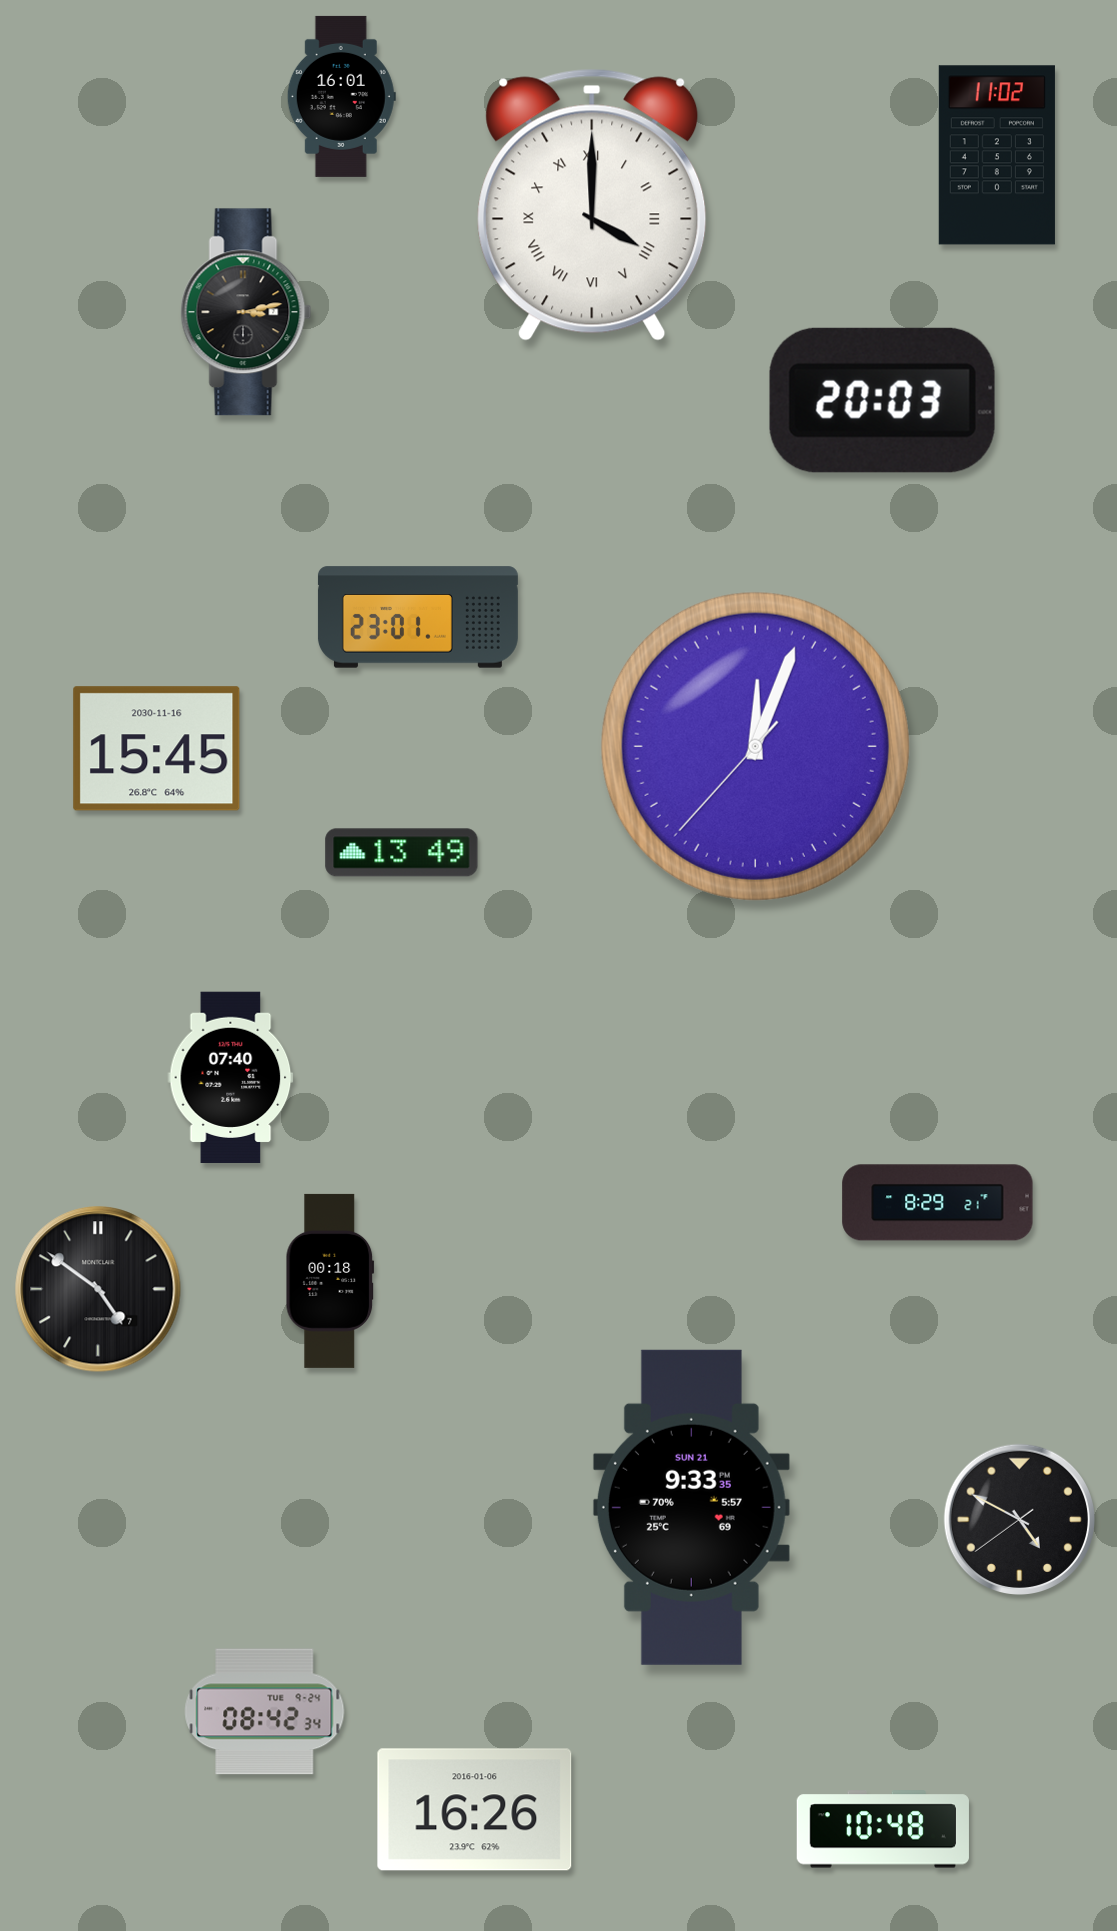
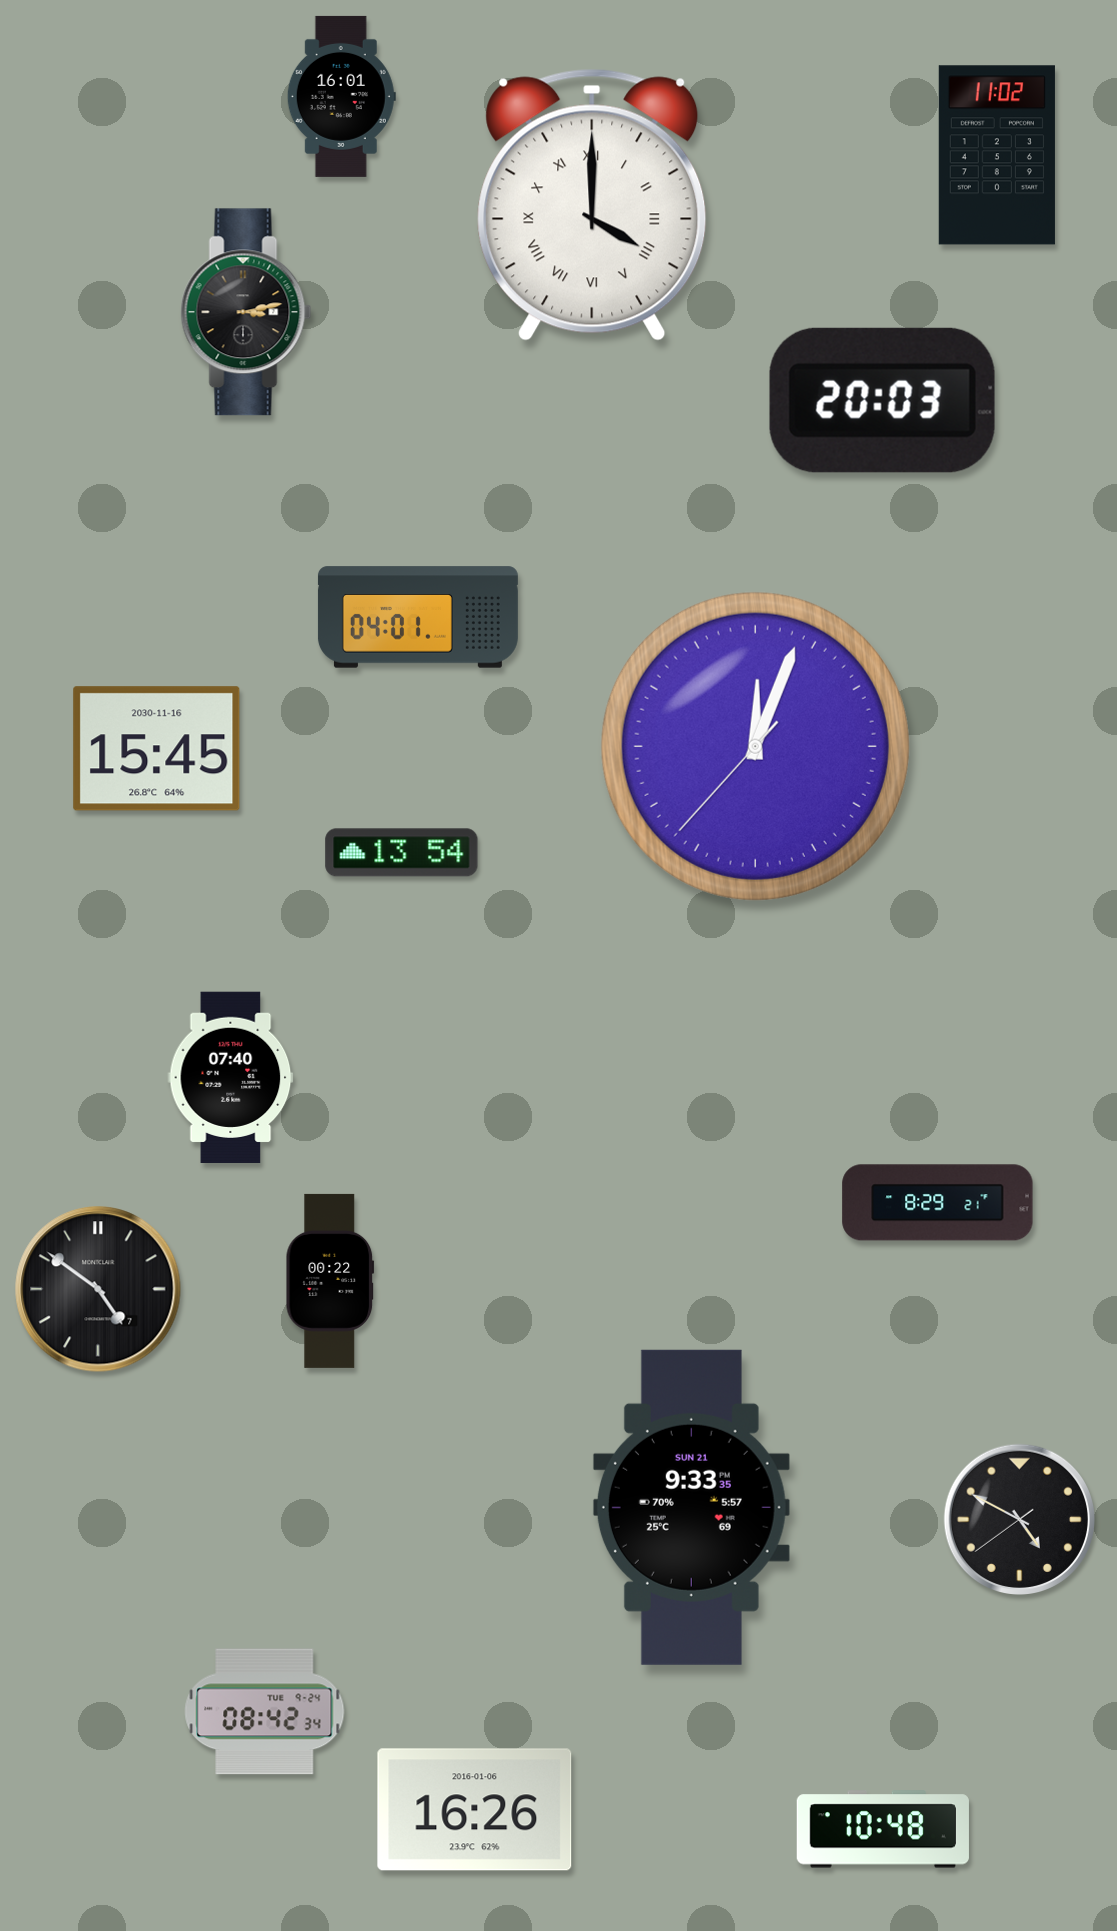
clock at (418, 617): 23:01 -> 04:01
clock at (402, 853): 13:49 -> 13:54
clock at (330, 1281): 00:18 -> 00:22
